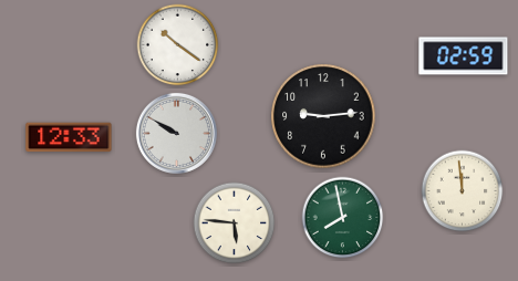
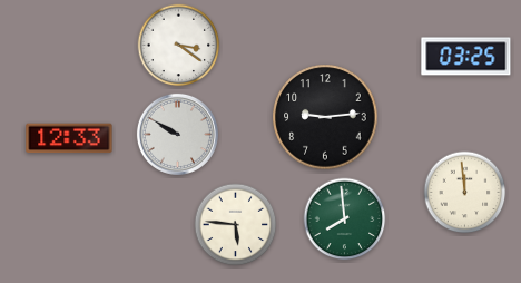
clock at (178, 45): 10:21 -> 3:21
clock at (464, 56): 02:59 -> 03:25
clock at (343, 218): 7:58 -> 7:59
